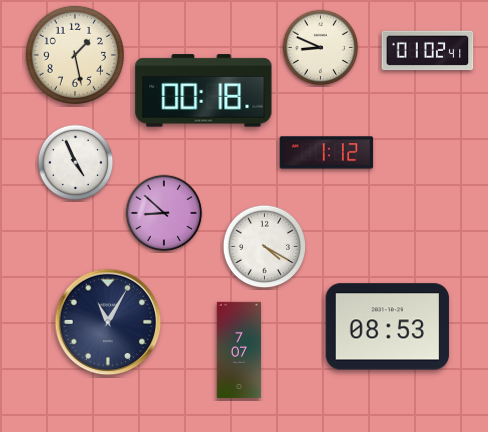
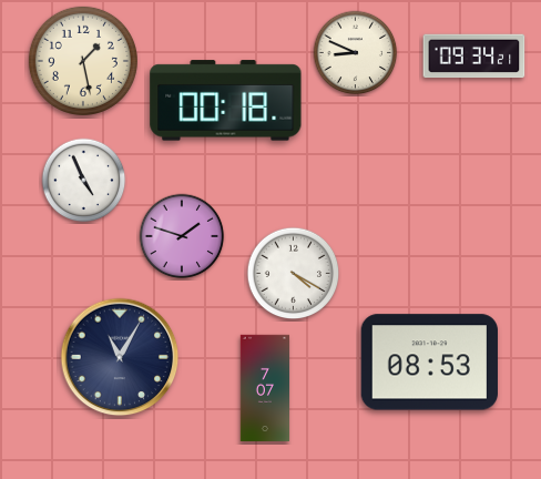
clock at (428, 51): 01:02 -> 09:34
clock at (327, 153): 1:12 -> none
clock at (164, 213): 8:52 -> 1:48
